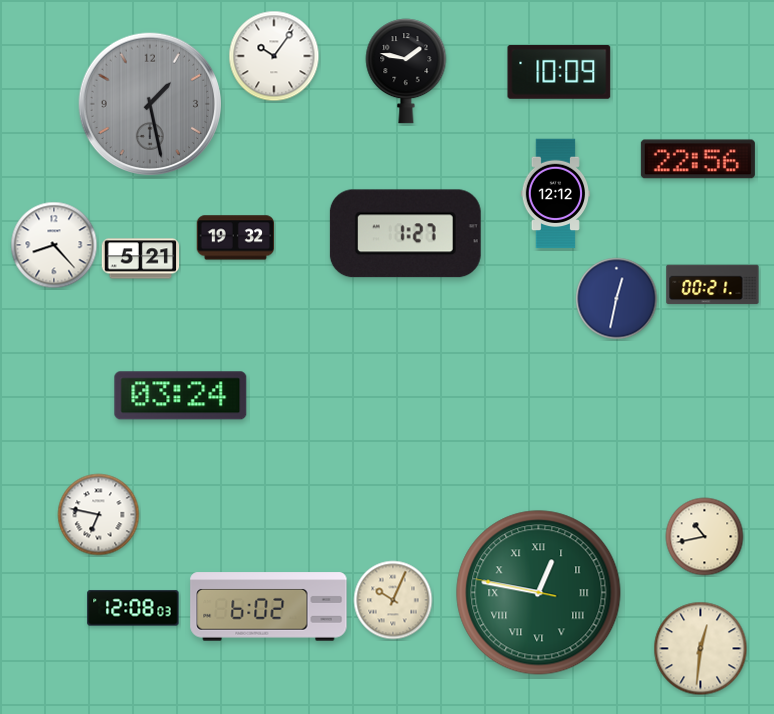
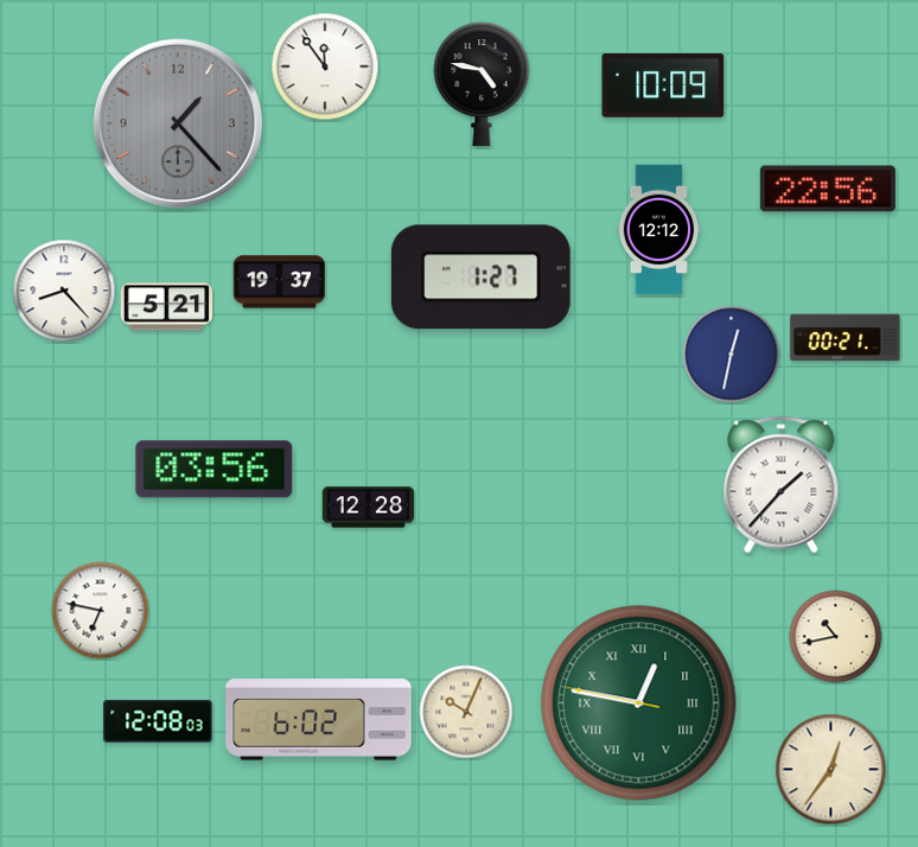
clock at (274, 56): 10:06 -> 11:54
clock at (406, 71): 1:47 -> 4:47
clock at (150, 104): 1:28 -> 1:23
clock at (236, 238): 19:32 -> 19:37
clock at (181, 396): 03:24 -> 03:56
clock at (782, 485): none -> 1:37
clock at (369, 508): none -> 12:28
clock at (99, 515) position: (99, 515) -> (101, 611)
clock at (701, 649): 12:31 -> 12:36
